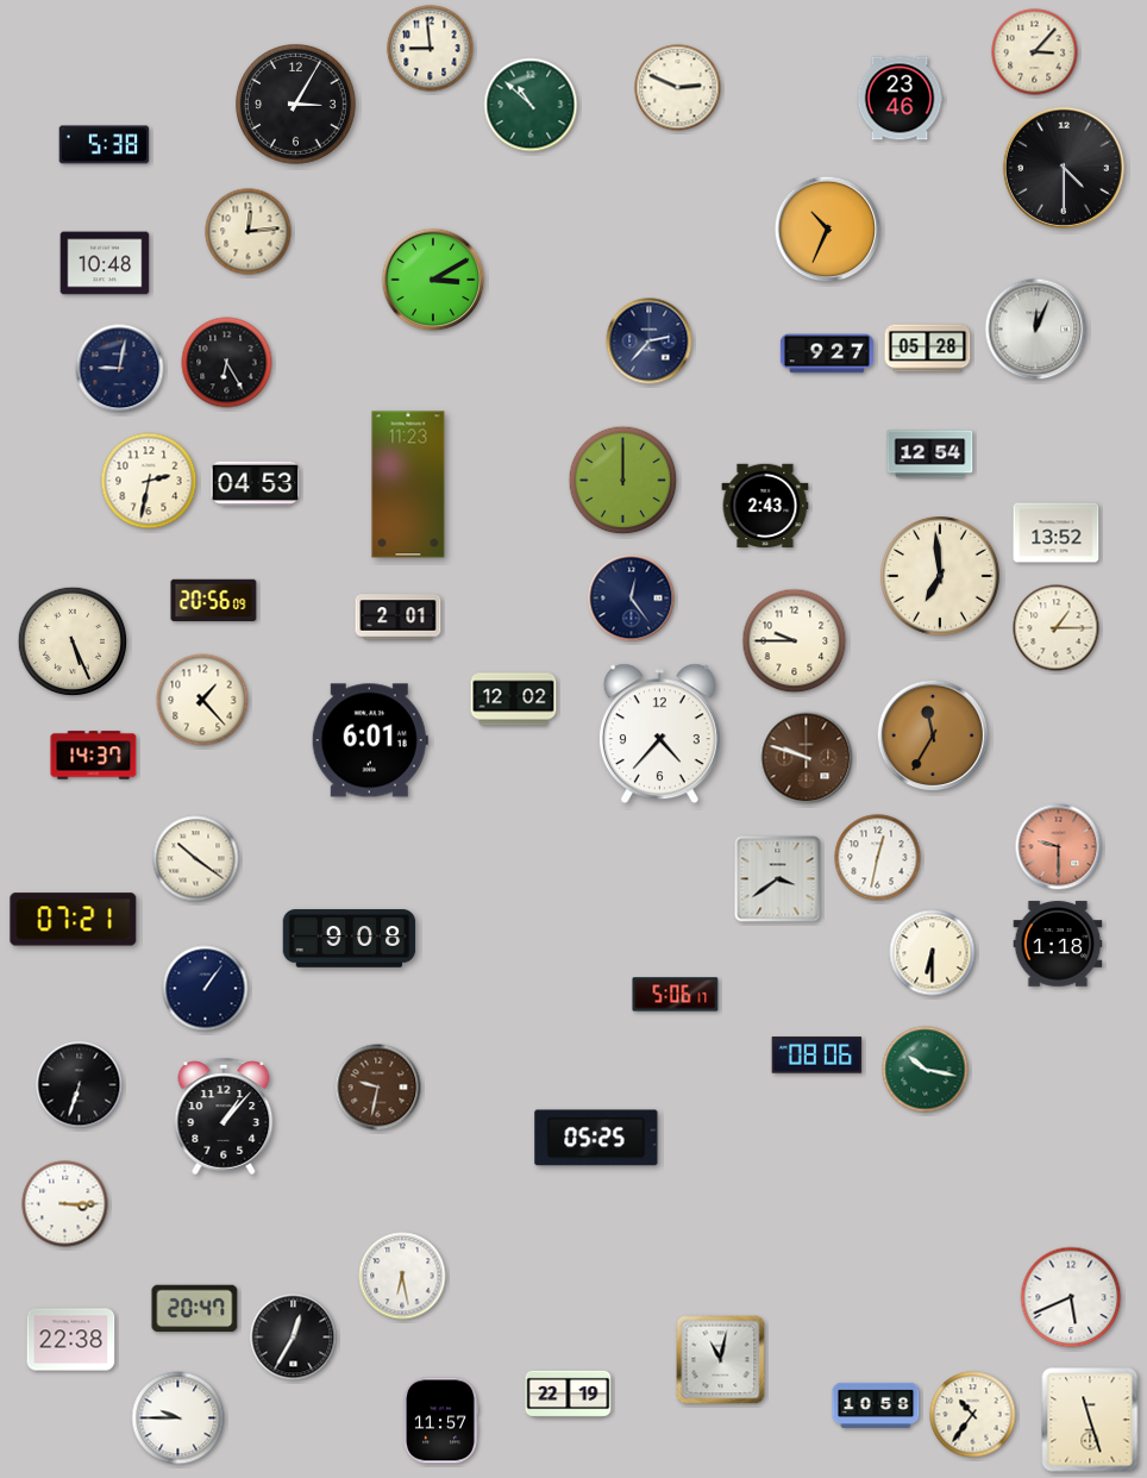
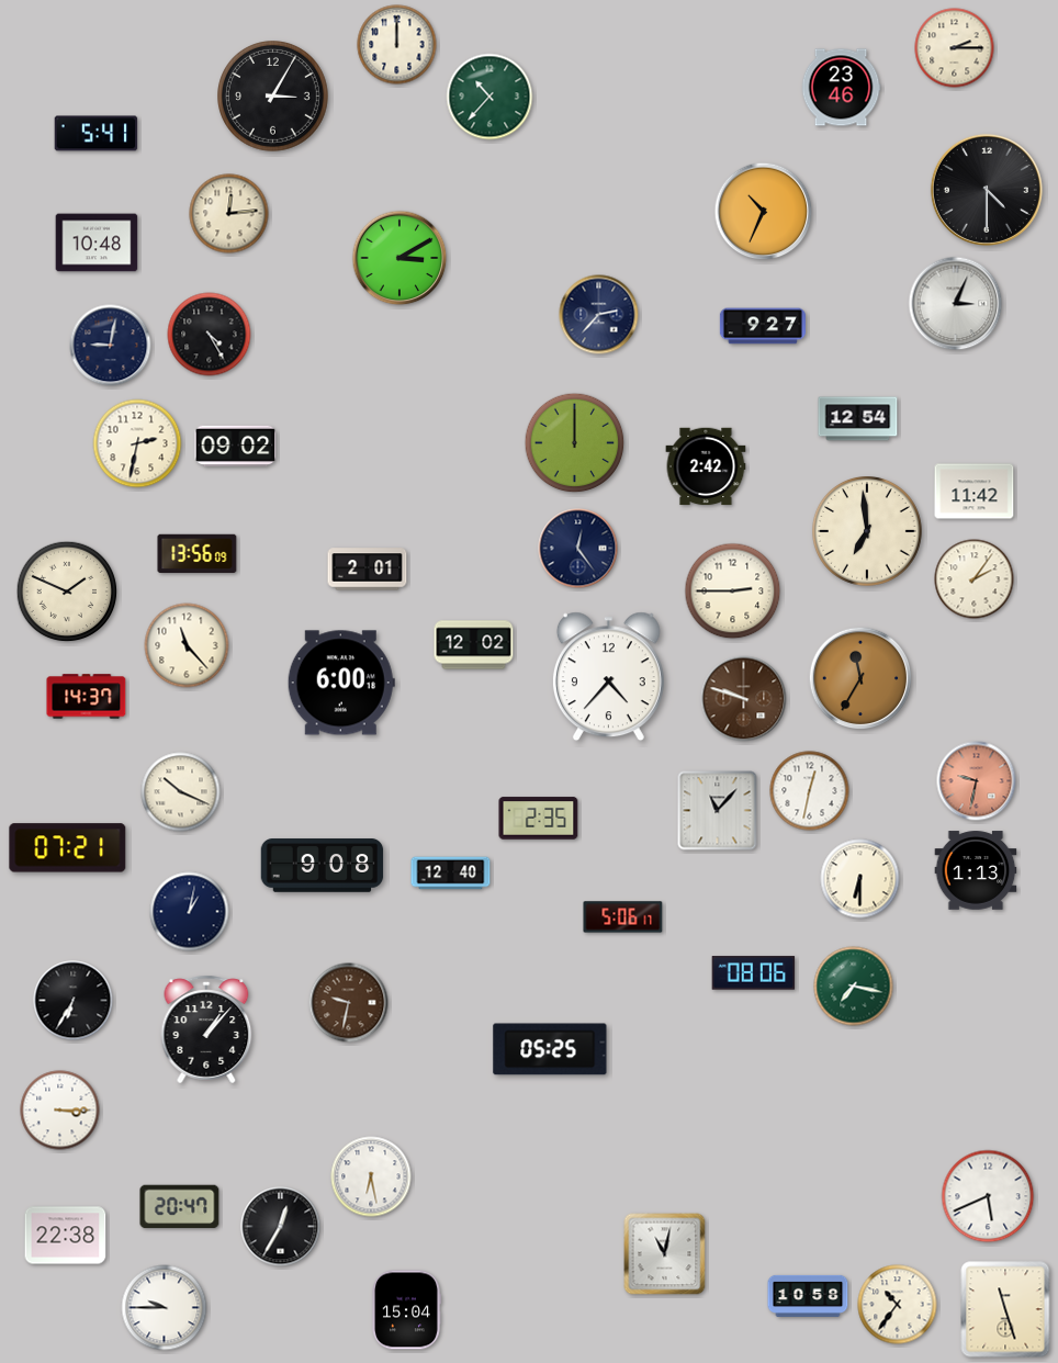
clock at (431, 49): 8:59 -> 12:00
clock at (1035, 52): 3:07 -> 2:15
clock at (678, 88): 2:49 -> none
clock at (900, 99) position: (900, 99) -> (841, 88)
clock at (531, 105): 10:52 -> 10:37
clock at (105, 145): 5:38 -> 5:41
clock at (1064, 168) position: (1064, 168) -> (987, 190)
clock at (1036, 330): 12:04 -> 3:04
clock at (928, 349): 05:28 -> none
clock at (227, 363): 6:25 -> 4:25
clock at (120, 369) position: (120, 369) -> (111, 346)
clock at (256, 484): 04:53 -> 09:02
clock at (408, 484): 11:23 -> none
clock at (765, 506): 2:43 -> 2:42
clock at (1057, 533): 13:52 -> 11:42
clock at (632, 599) position: (632, 599) -> (578, 549)
clock at (214, 601): 20:56 -> 13:56
clock at (1057, 628): 1:15 -> 2:06
clock at (73, 641): 5:26 -> 1:49
clock at (795, 641): 9:45 -> 2:45
clock at (202, 700): 1:23 -> 11:23
clock at (370, 740): 6:01 -> 6:00
clock at (1059, 847): 9:30 -> 9:32
clock at (196, 859): 10:21 -> 10:19
clock at (778, 879): 3:39 -> 11:07
clock at (539, 819): none -> 2:35
clock at (1058, 944): 1:18 -> 1:13
clock at (451, 874): none -> 12:40
clock at (206, 989): 1:06 -> 1:02
clock at (926, 1070): 10:17 -> 7:17
clock at (80, 1085): 6:33 -> 6:35
clock at (294, 1338) position: (294, 1338) -> (281, 1227)
clock at (569, 1395): 22:19 -> none
clock at (441, 1421): 11:57 -> 15:04
